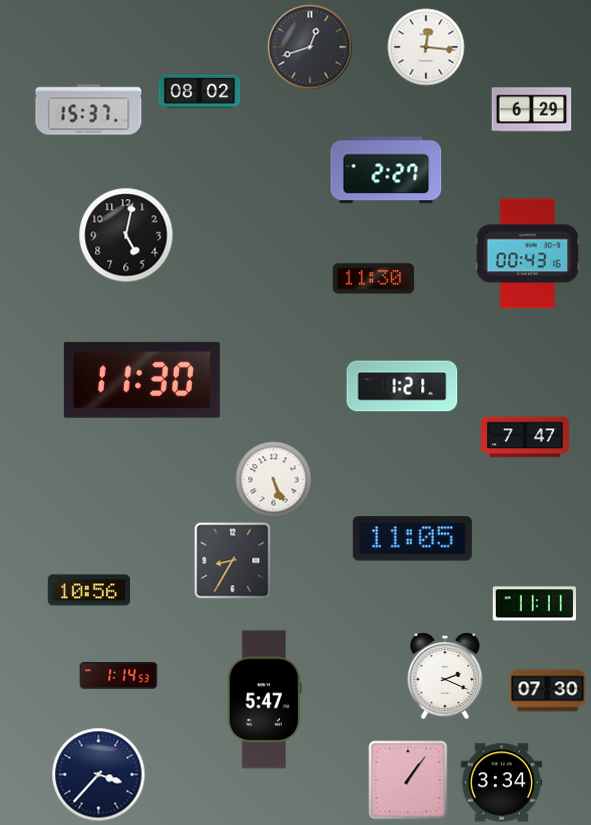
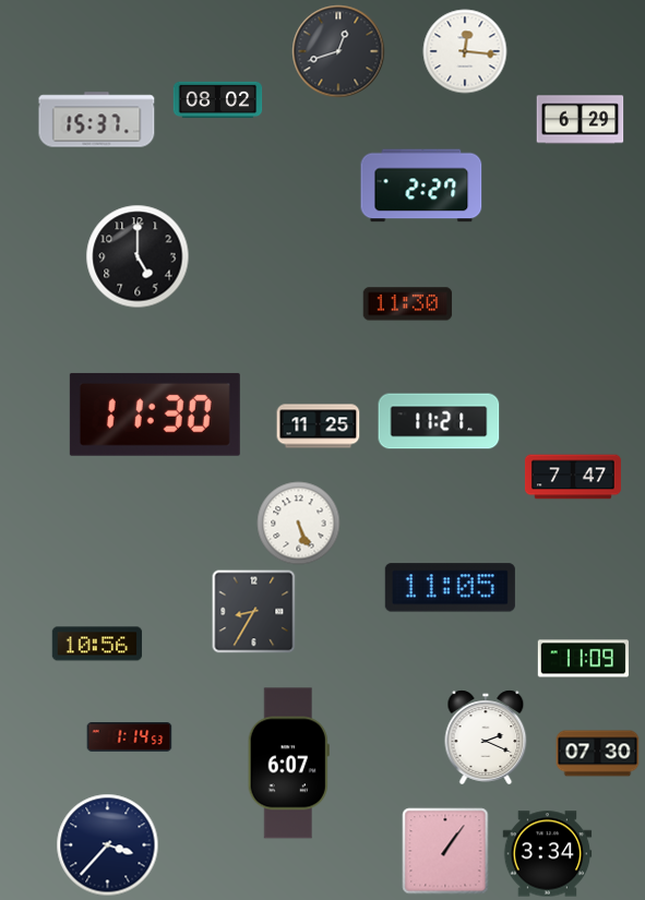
clock at (126, 235): 5:02 -> 5:00
clock at (528, 254): 00:43 -> none
clock at (402, 386): 1:21 -> 11:21
clock at (319, 427): none -> 11:25
clock at (534, 604): 11:11 -> 11:09
clock at (264, 700): 5:47 -> 6:07
